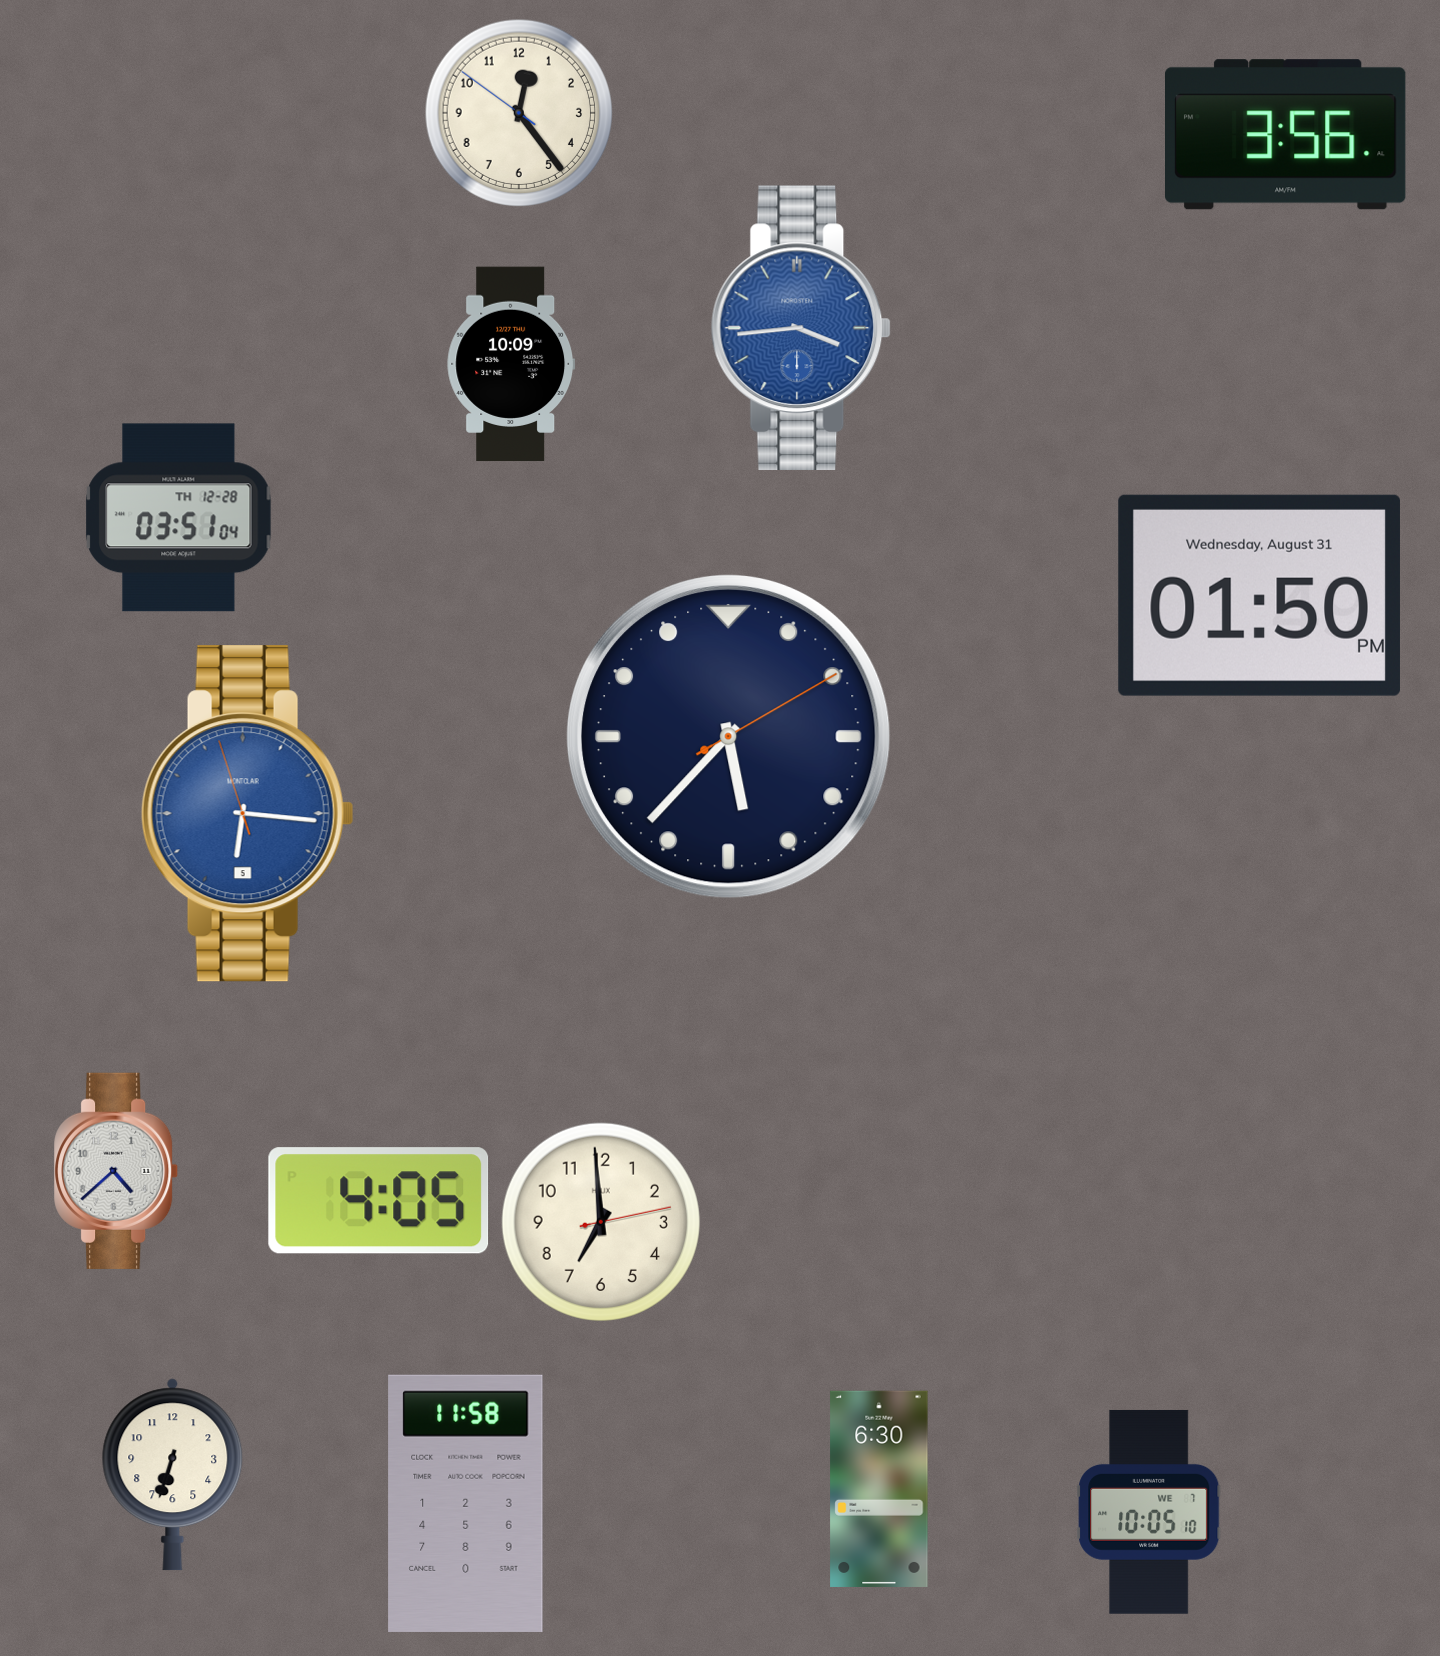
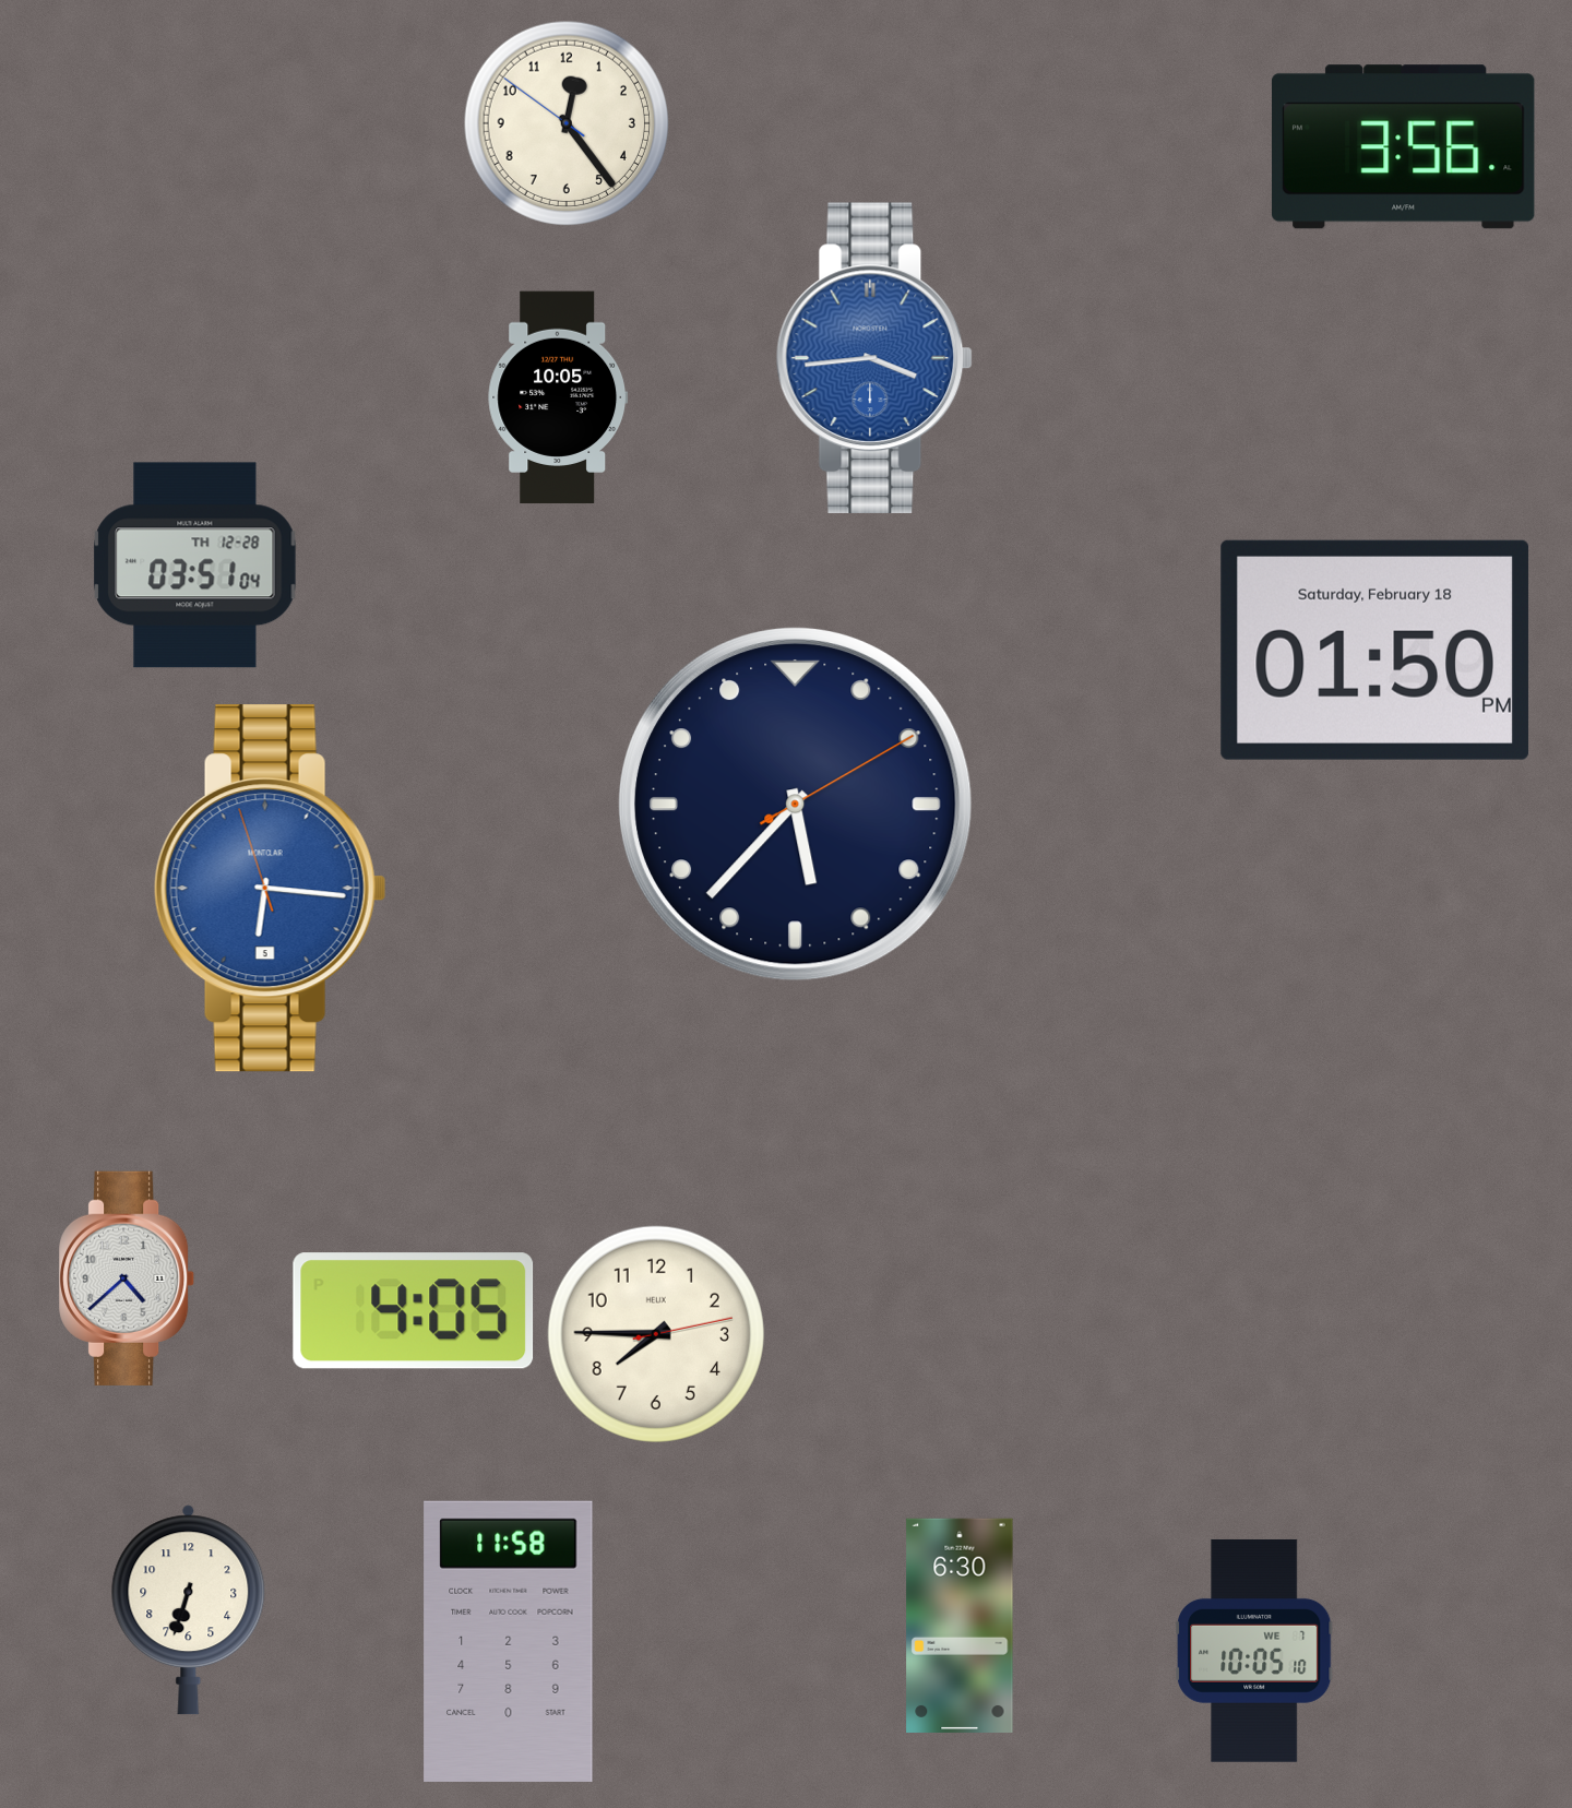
clock at (511, 364): 10:09 -> 10:05
clock at (1259, 595) date: Wednesday, August 31 -> Saturday, February 18
clock at (600, 1221): 6:59 -> 7:45
